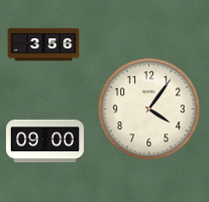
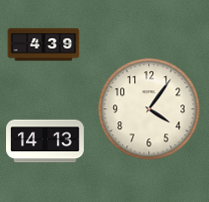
clock at (44, 45): 3:56 -> 4:39
clock at (45, 141): 09:00 -> 14:13
